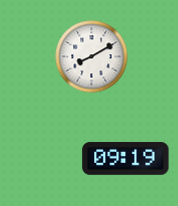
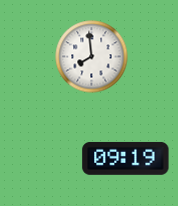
clock at (92, 57): 8:10 -> 7:59
